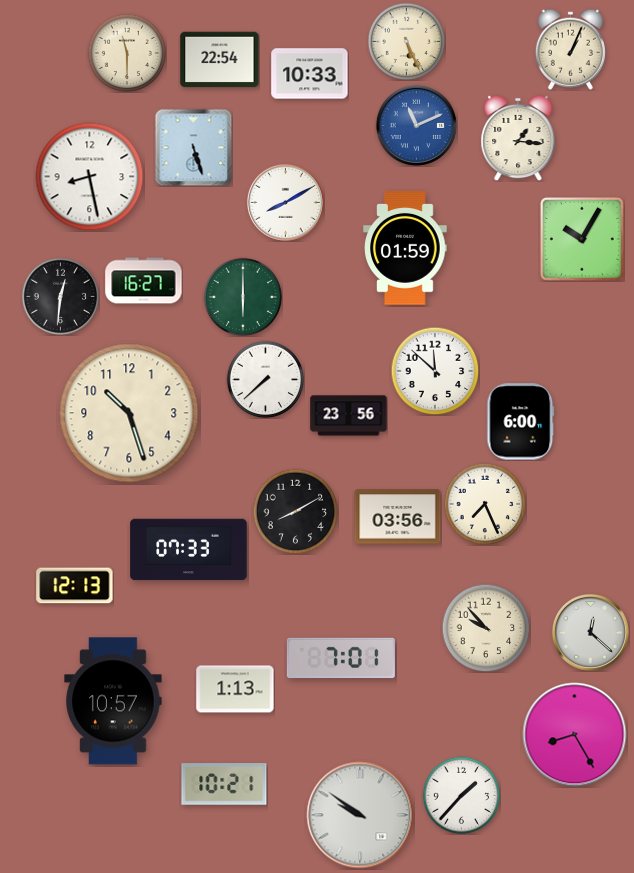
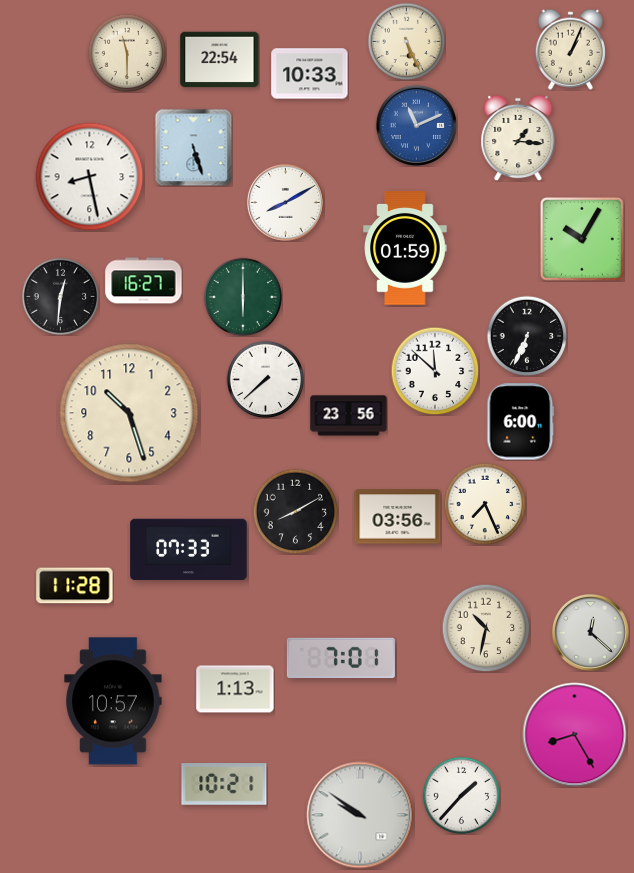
clock at (527, 336): none -> 6:34
clock at (75, 586): 12:13 -> 11:28
clock at (486, 628): 9:53 -> 10:32
